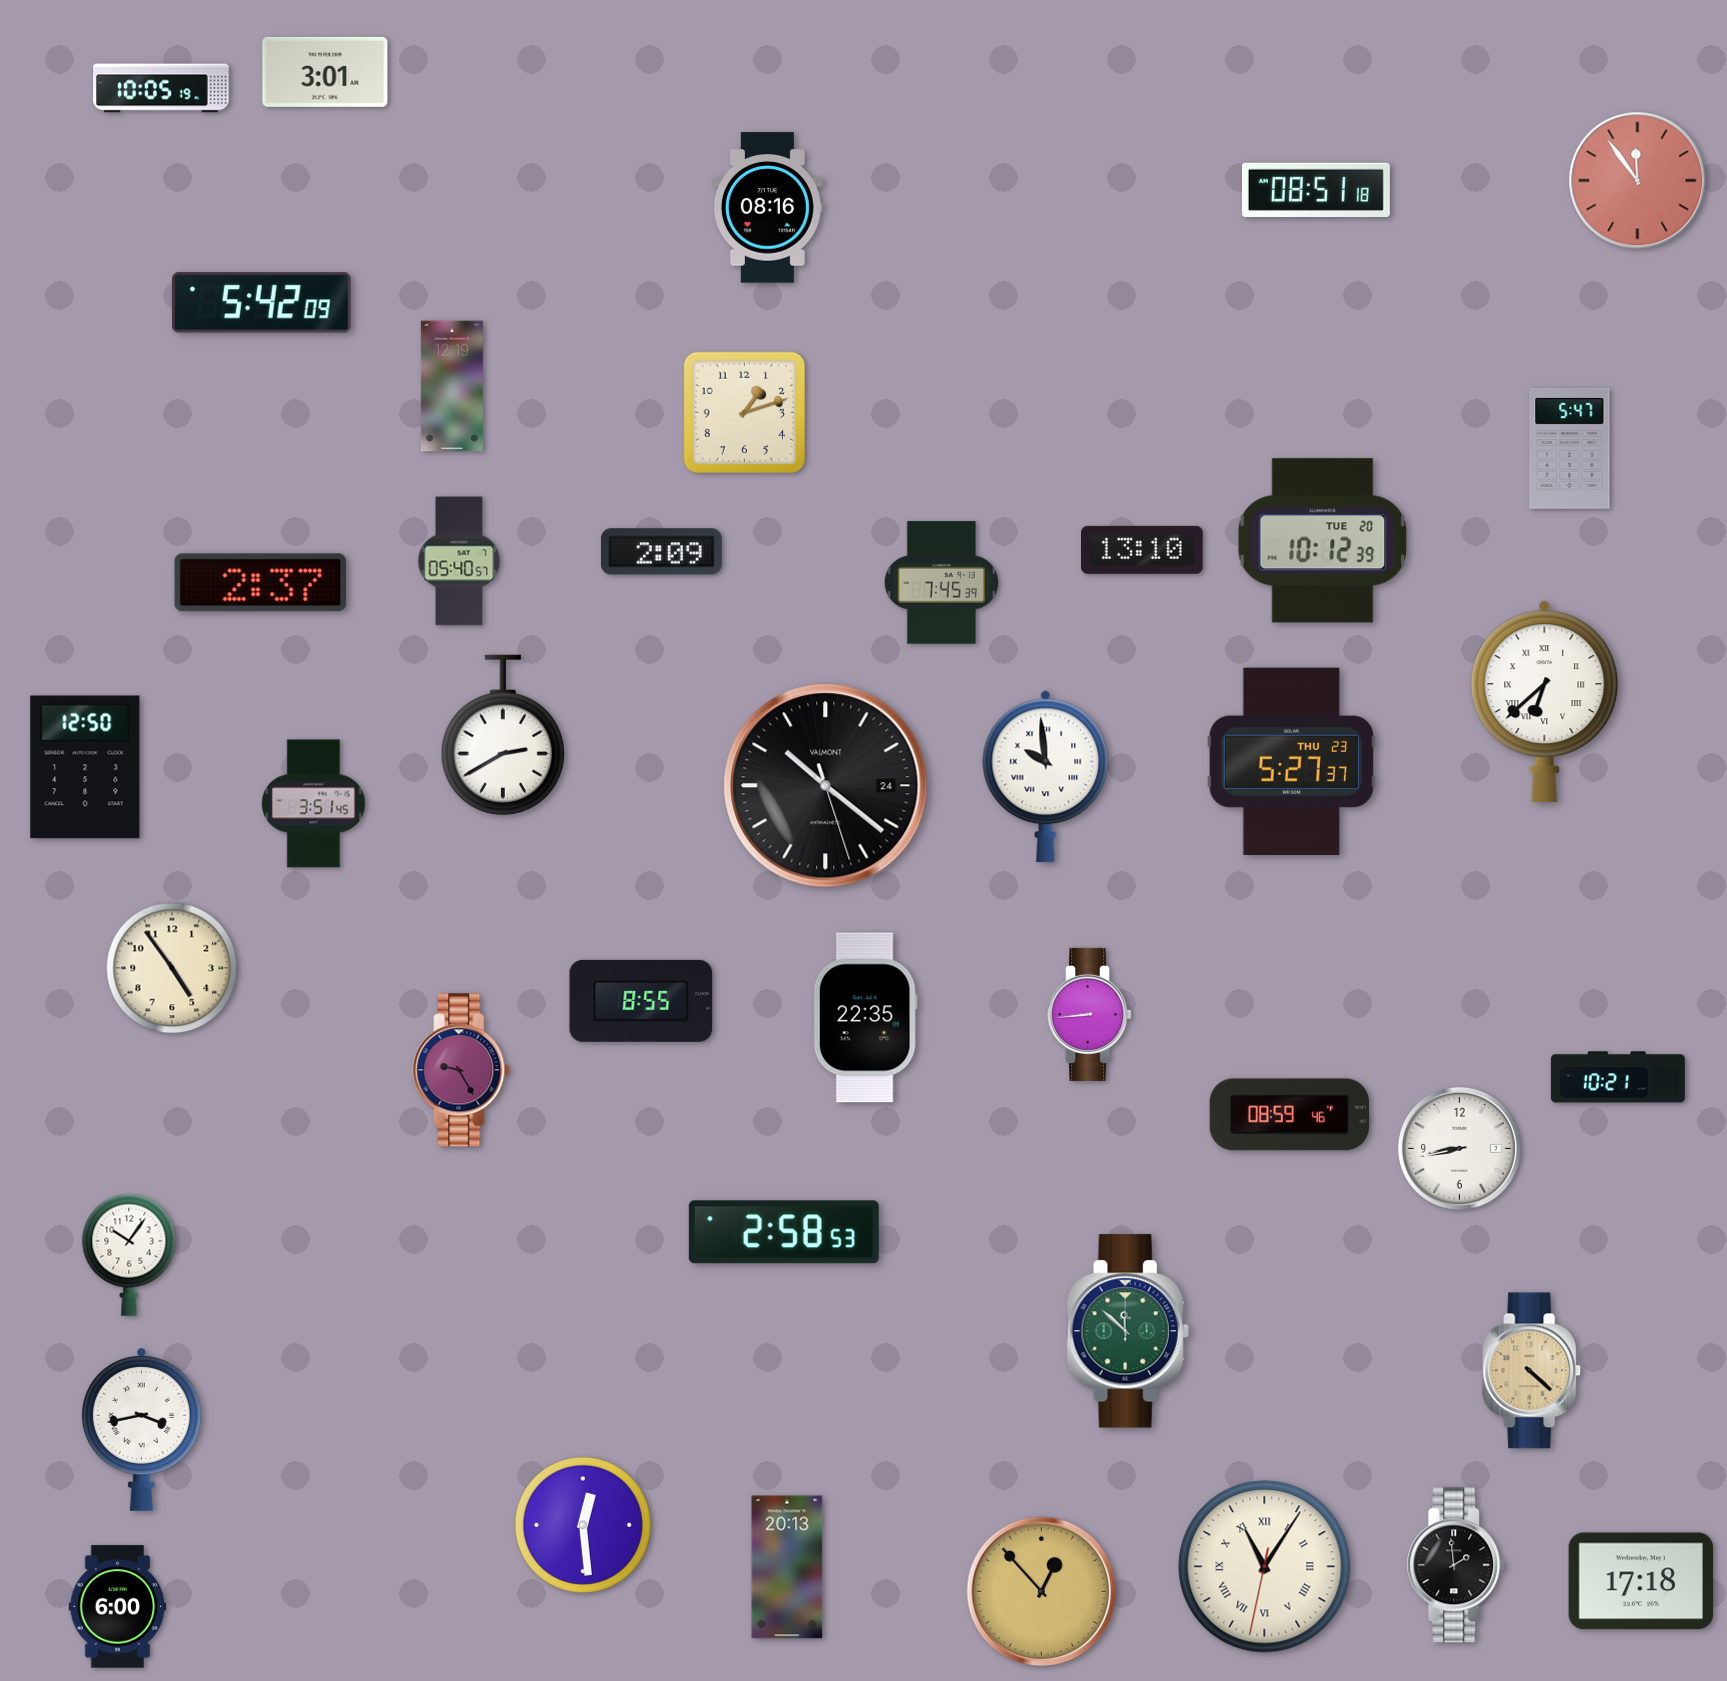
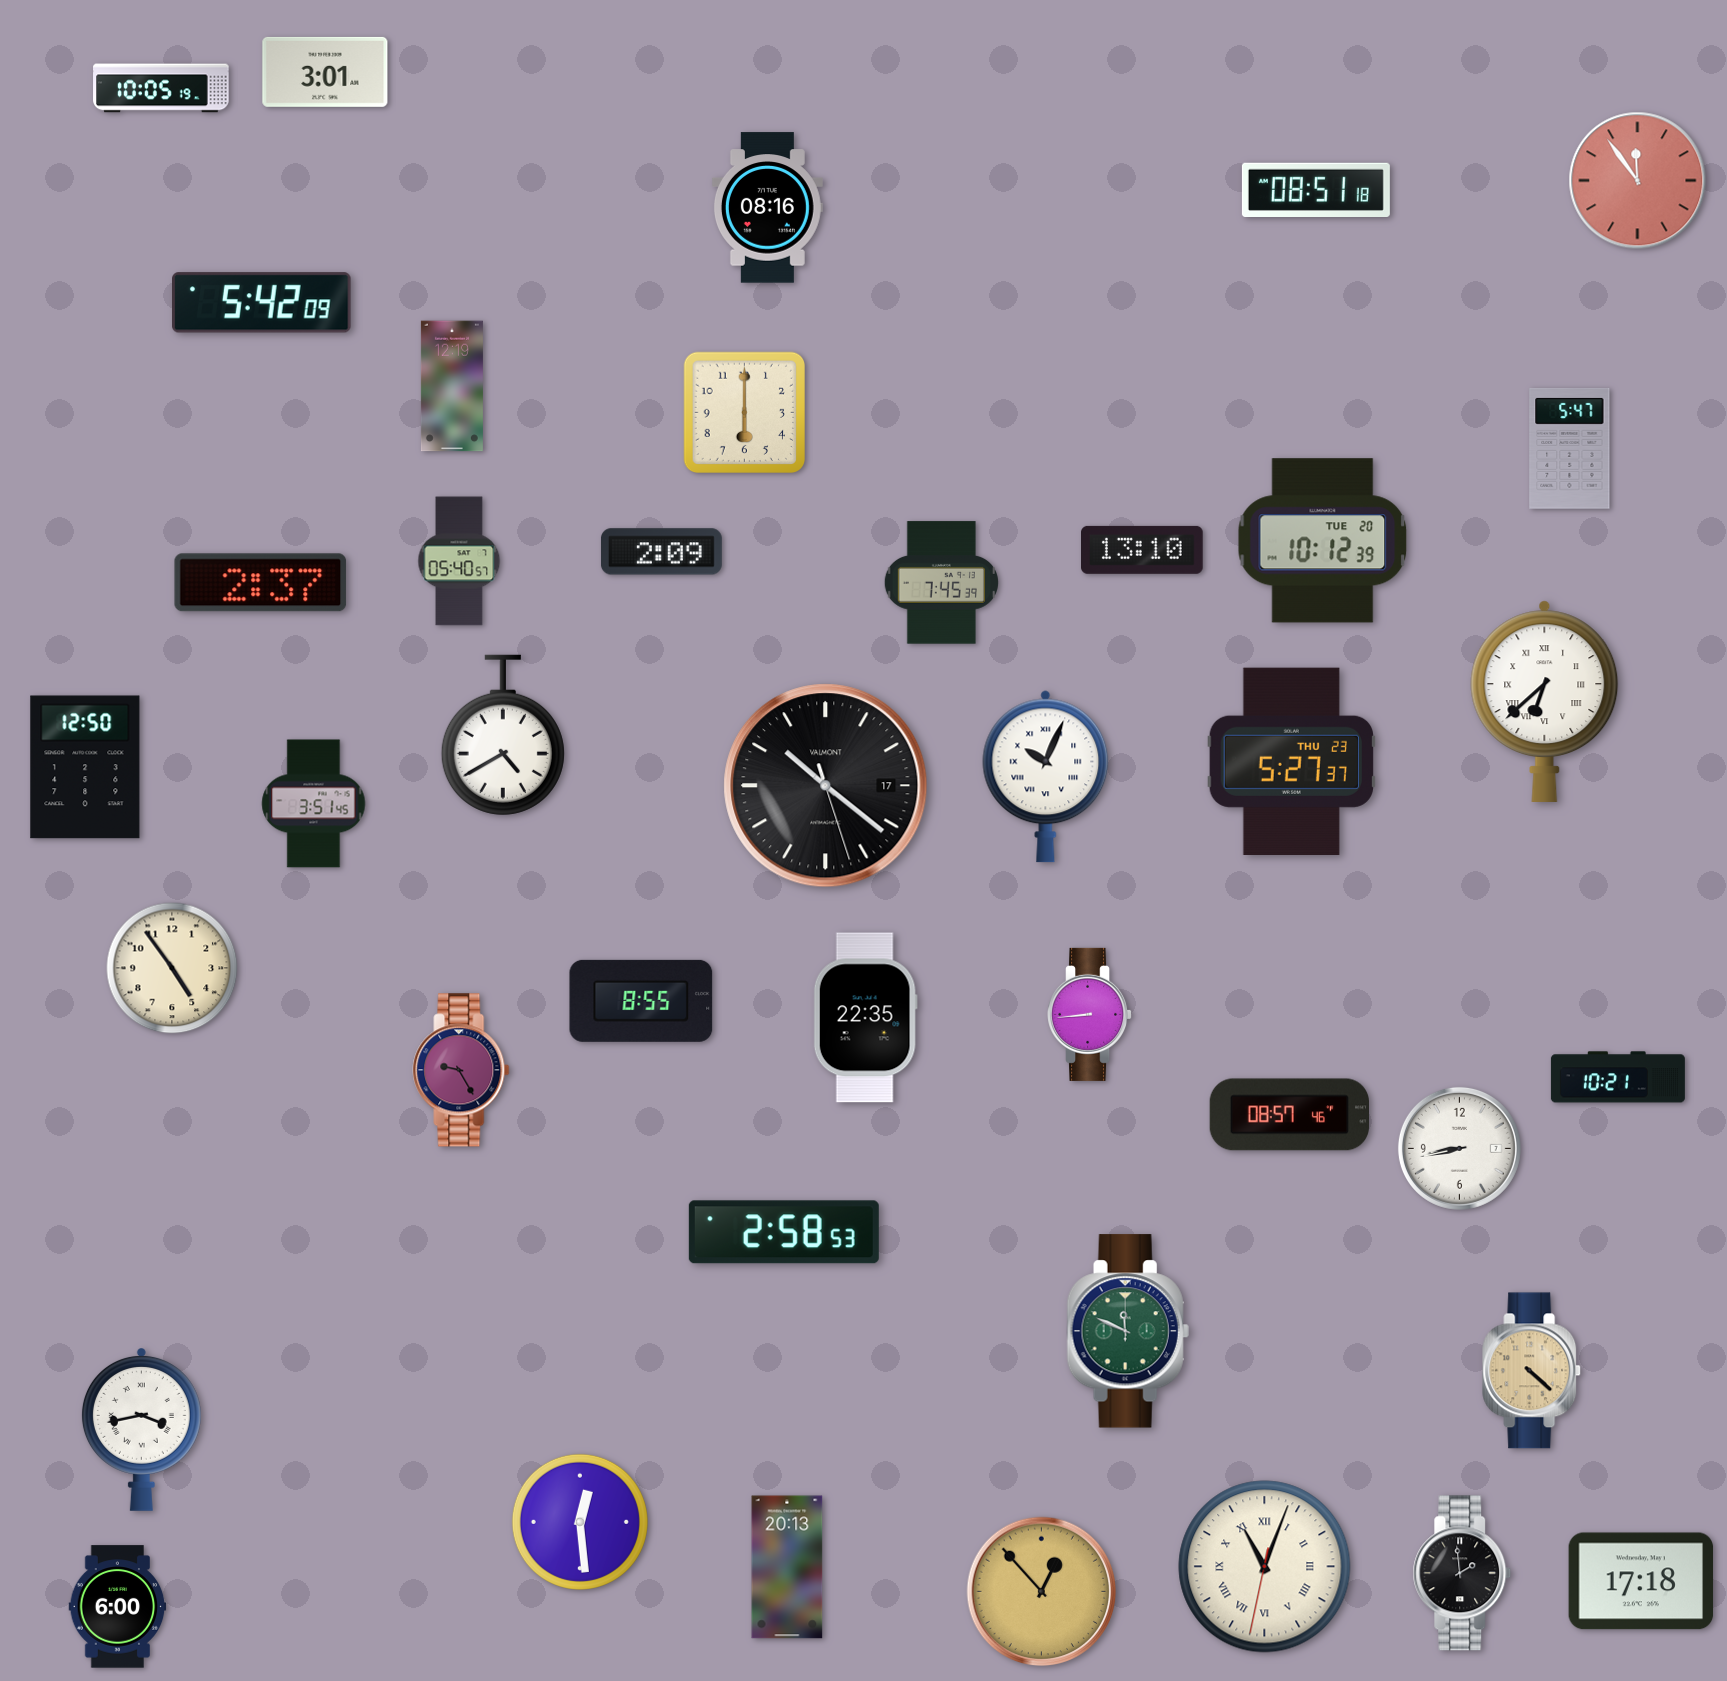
clock at (744, 412): 1:12 -> 6:00
clock at (503, 735): 2:40 -> 4:40
clock at (1046, 777): 9:59 -> 10:04
clock at (826, 786) date: 24 -> 17
clock at (1290, 1115): 08:59 -> 08:57
clock at (129, 1255): 10:06 -> none
clock at (1128, 1331): 11:52 -> 11:49
clock at (583, 1525) position: (583, 1525) -> (580, 1522)
clock at (1456, 1565) position: (1456, 1565) -> (1462, 1573)
clock at (1265, 1567): 11:05 -> 11:03
